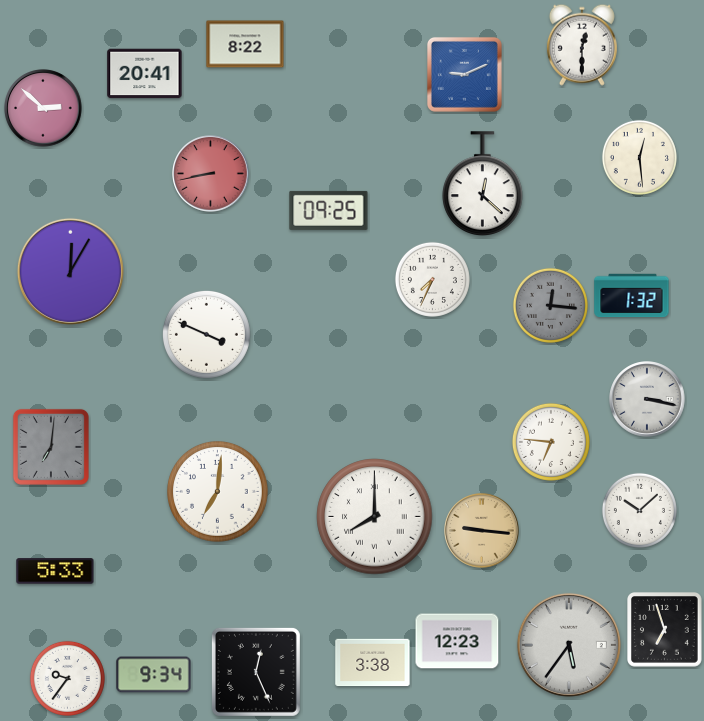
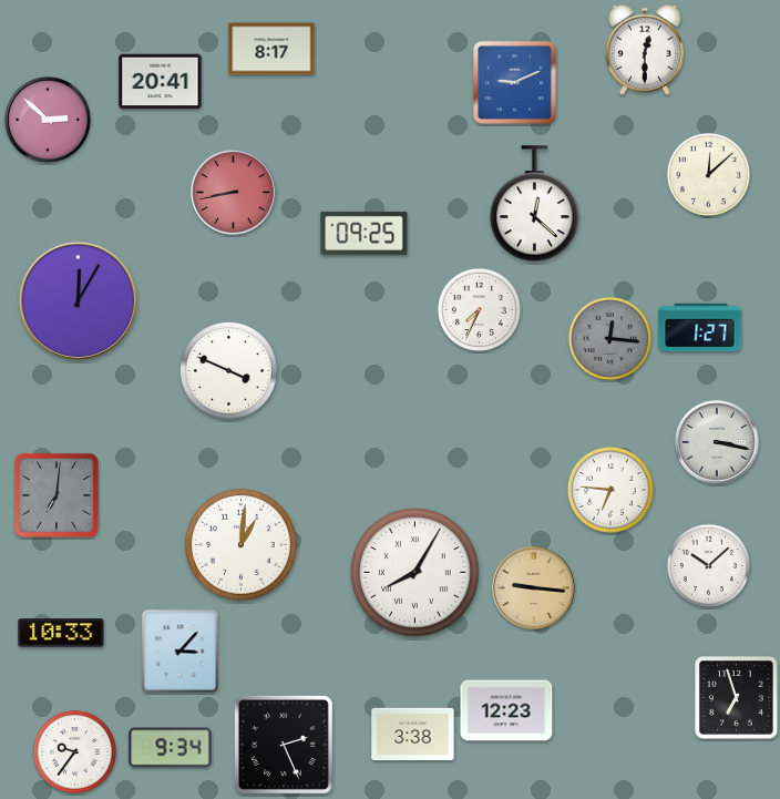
clock at (245, 44): 8:22 -> 8:17
clock at (639, 157): 12:29 -> 12:08
clock at (632, 296): 1:32 -> 1:27
clock at (218, 492): 7:01 -> 1:01
clock at (375, 517): 8:00 -> 8:05
clock at (55, 571): 5:33 -> 10:33
clock at (181, 652): none -> 3:07
clock at (569, 645): 5:36 -> none
clock at (256, 672): 12:26 -> 2:26
